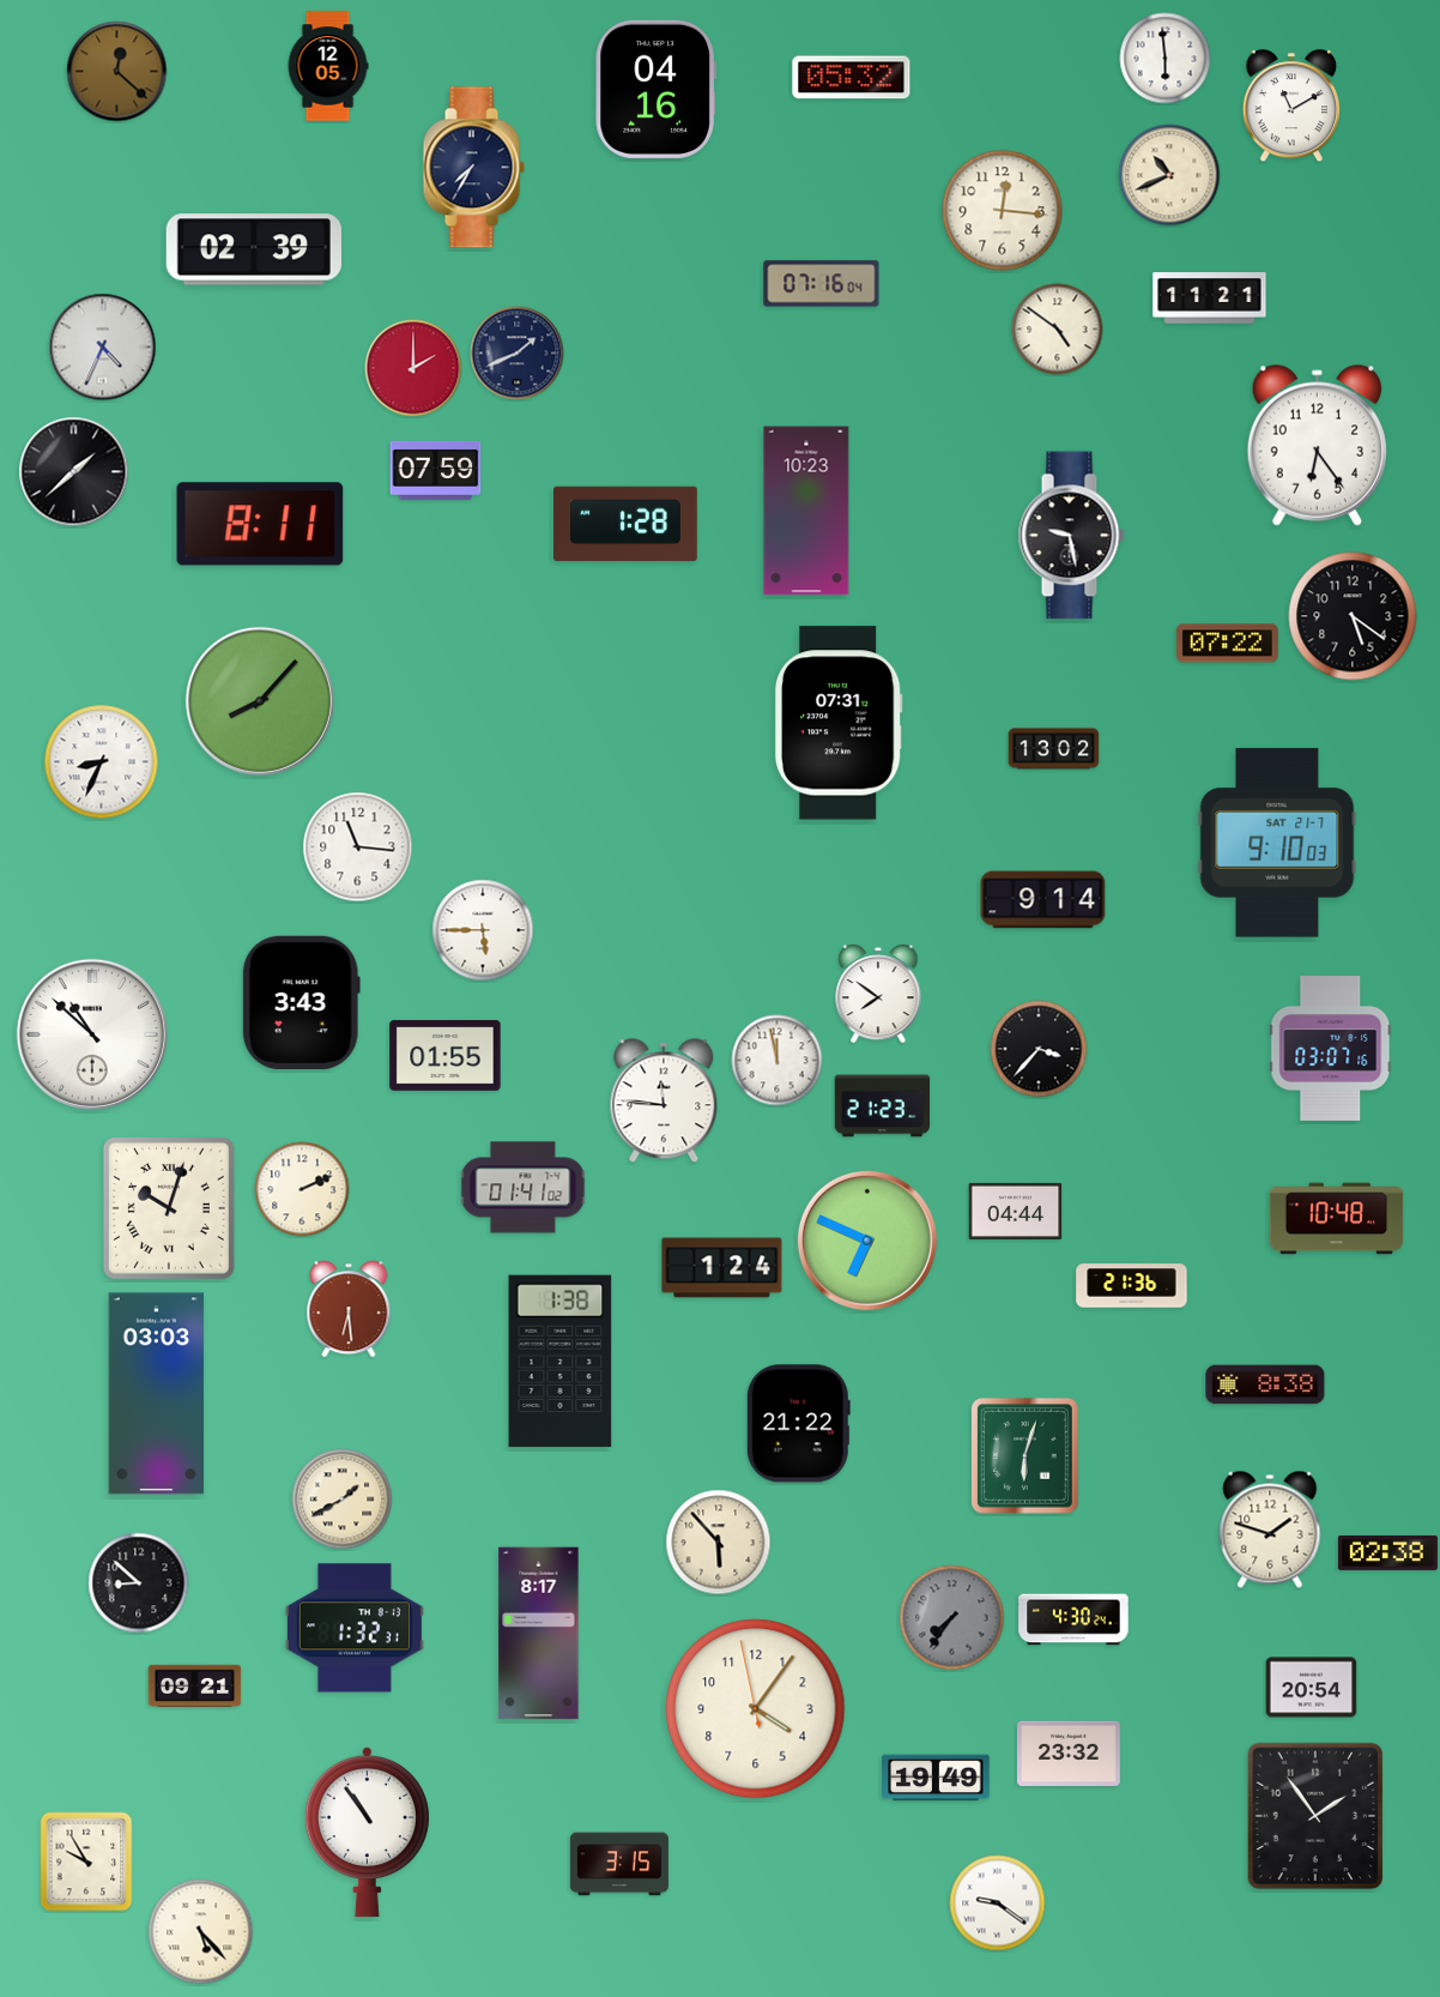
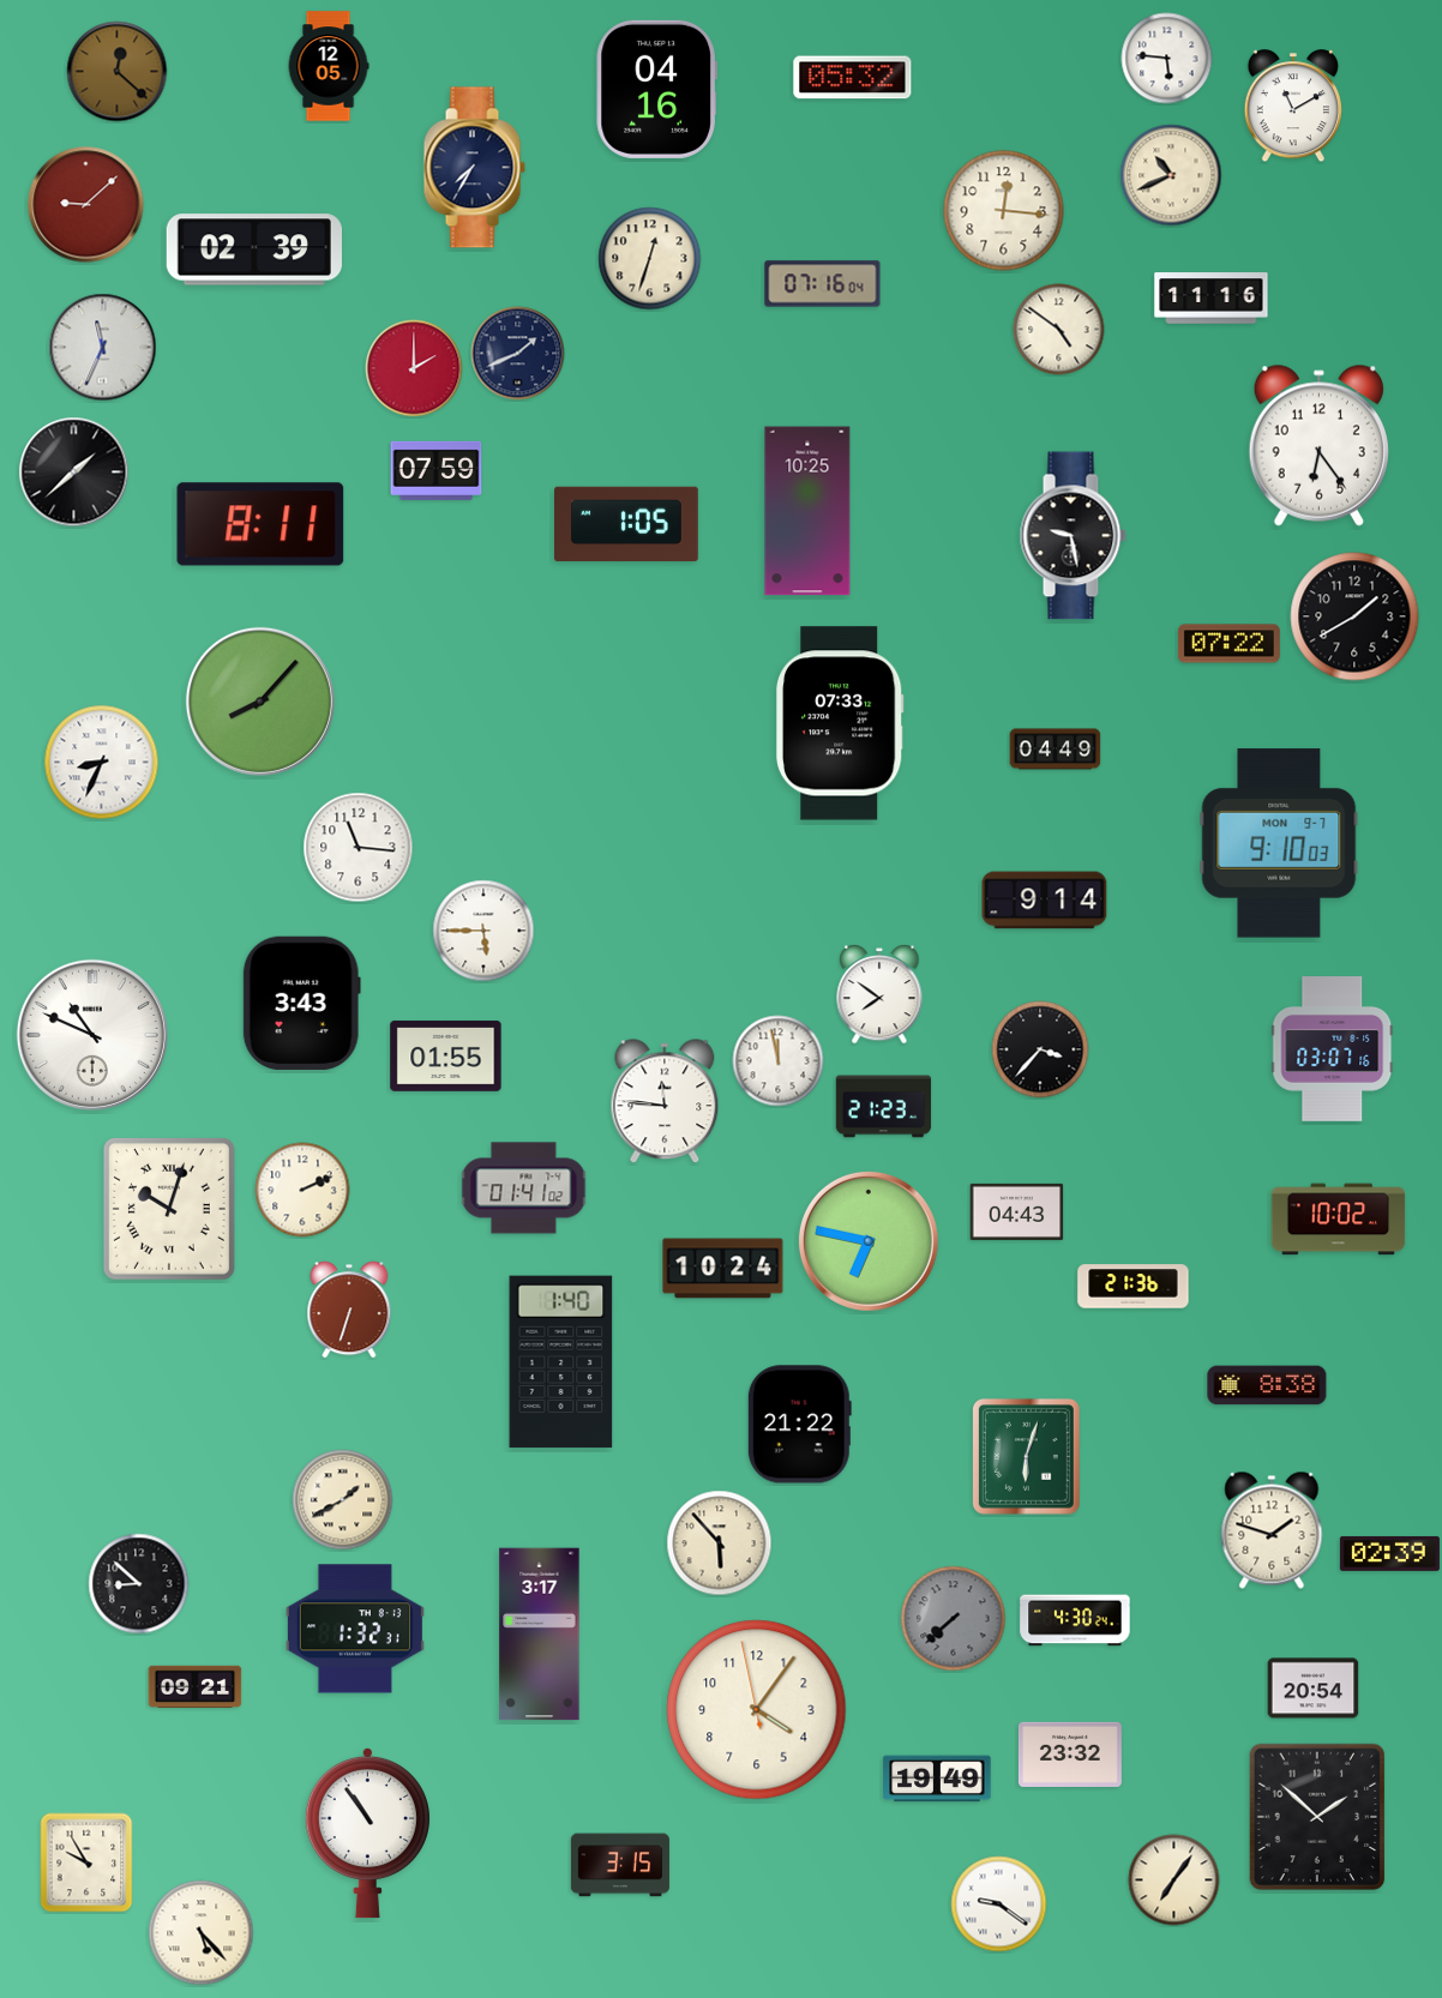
clock at (1166, 59): 5:59 -> 5:46
clock at (86, 205): none -> 9:08
clock at (650, 259): none -> 12:33
clock at (1210, 298): 11:21 -> 11:16
clock at (103, 348): 4:34 -> 11:34
clock at (806, 511): 10:23 -> 10:25
clock at (627, 524): 1:28 -> 1:05
clock at (1353, 616): 5:21 -> 1:40
clock at (839, 723): 07:31 -> 07:33
clock at (1054, 749): 13:02 -> 04:49
clock at (1277, 843) date: SAT 21-7 -> MON 9-7
clock at (92, 1034): 10:52 -> 10:49
clock at (1016, 1211): 04:44 -> 04:43
clock at (1337, 1219): 10:48 -> 10:02
clock at (867, 1241): 6:49 -> 6:47
clock at (722, 1268): 1:24 -> 10:24
clock at (349, 1309): 6:29 -> 6:33
clock at (561, 1362): 1:38 -> 1:40
clock at (157, 1394): 03:03 -> none
clock at (1387, 1552): 02:38 -> 02:39
clock at (952, 1618): 7:36 -> 7:38
clock at (539, 1634): 8:17 -> 3:17
clock at (1315, 1816): 1:54 -> 1:52
clock at (1174, 1880): none -> 7:06
